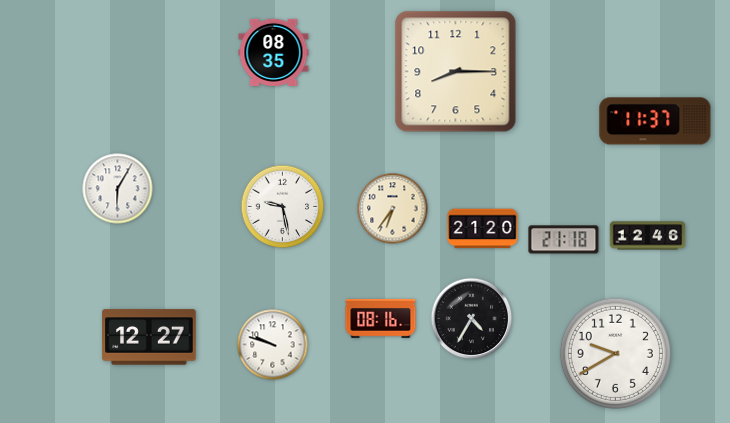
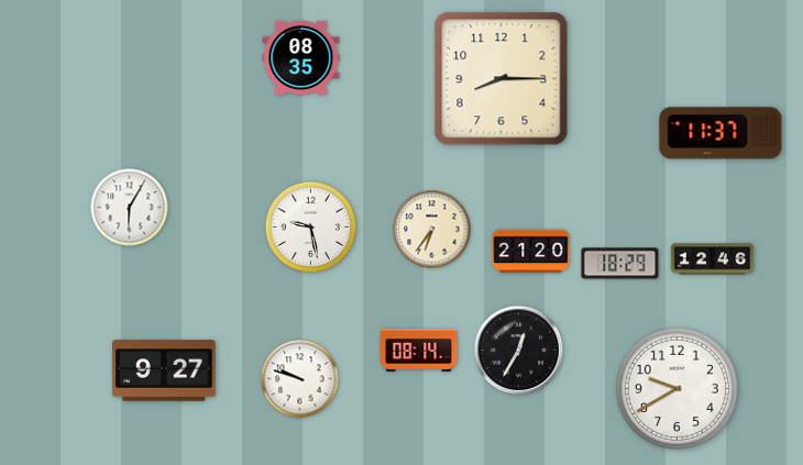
clock at (564, 240): 21:18 -> 18:29
clock at (381, 319): 08:16 -> 08:14
clock at (472, 319): 4:35 -> 12:35
clock at (149, 337): 12:27 -> 9:27
